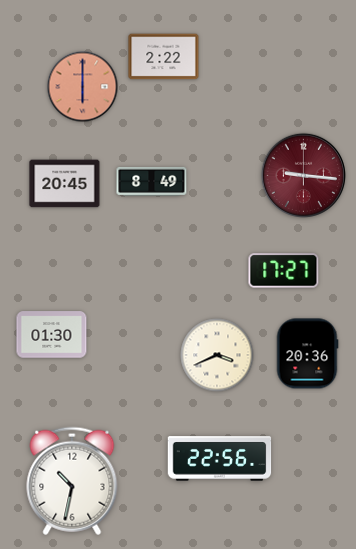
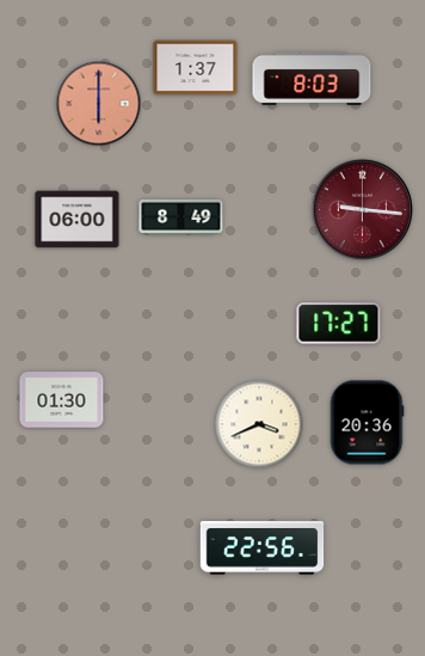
clock at (164, 57): 2:22 -> 1:37
clock at (312, 79): none -> 8:03
clock at (65, 184): 20:45 -> 06:00
clock at (72, 481): 10:32 -> none
